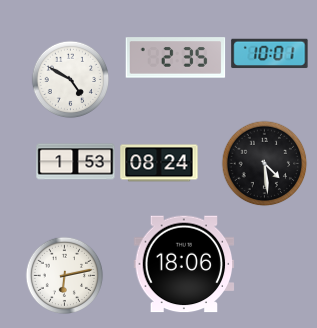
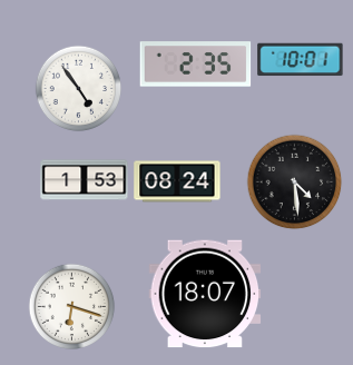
clock at (70, 79): 4:50 -> 4:54
clock at (184, 264): 18:06 -> 18:07
clock at (64, 275): 6:13 -> 6:18
